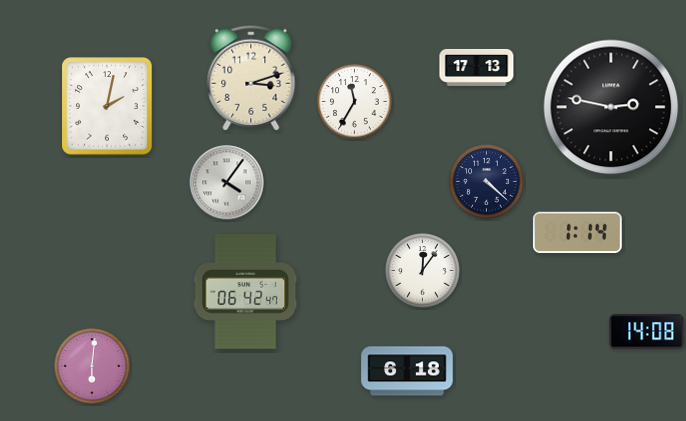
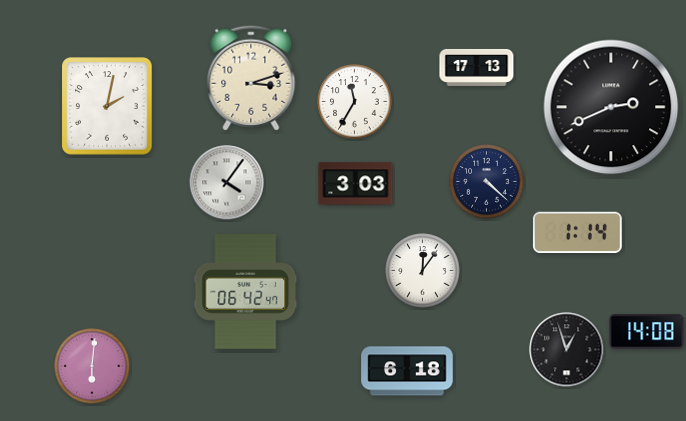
clock at (611, 107): 2:47 -> 2:41
clock at (356, 184): none -> 3:03
clock at (567, 350): none -> 12:57
